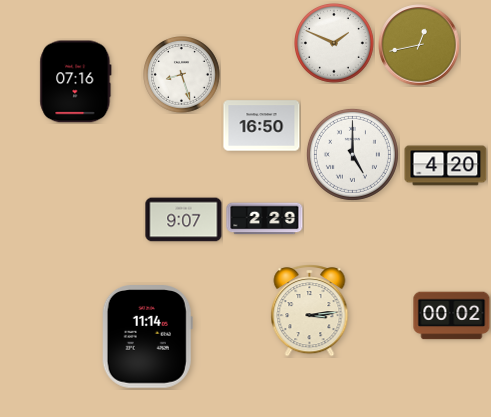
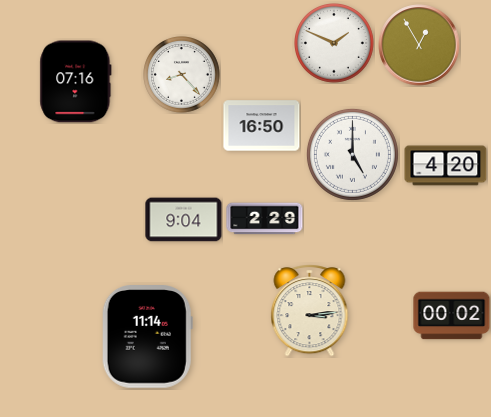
clock at (419, 45): 12:43 -> 12:55
clock at (182, 75): 8:27 -> 8:23
clock at (184, 220): 9:07 -> 9:04
